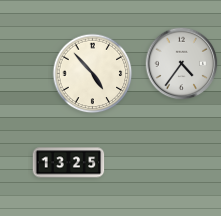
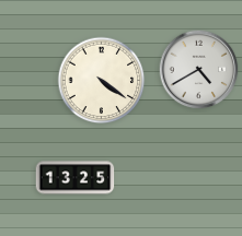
clock at (182, 64): 4:36 -> 4:40
clock at (93, 74): 4:53 -> 4:21
